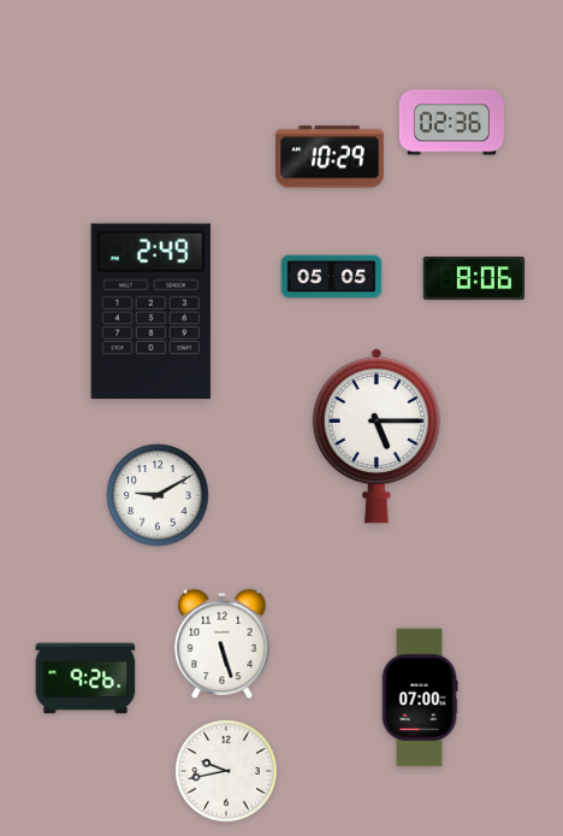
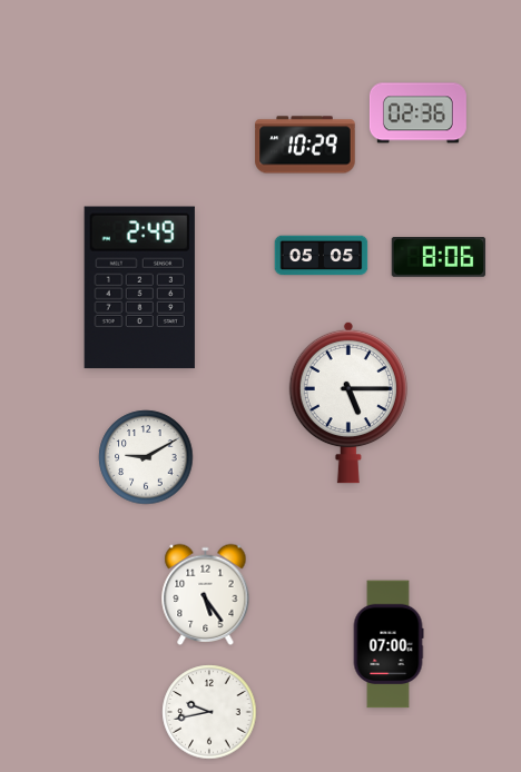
clock at (332, 277) position: (332, 277) -> (322, 256)
clock at (223, 643): 5:27 -> 5:24
clock at (85, 678): 9:26 -> none
